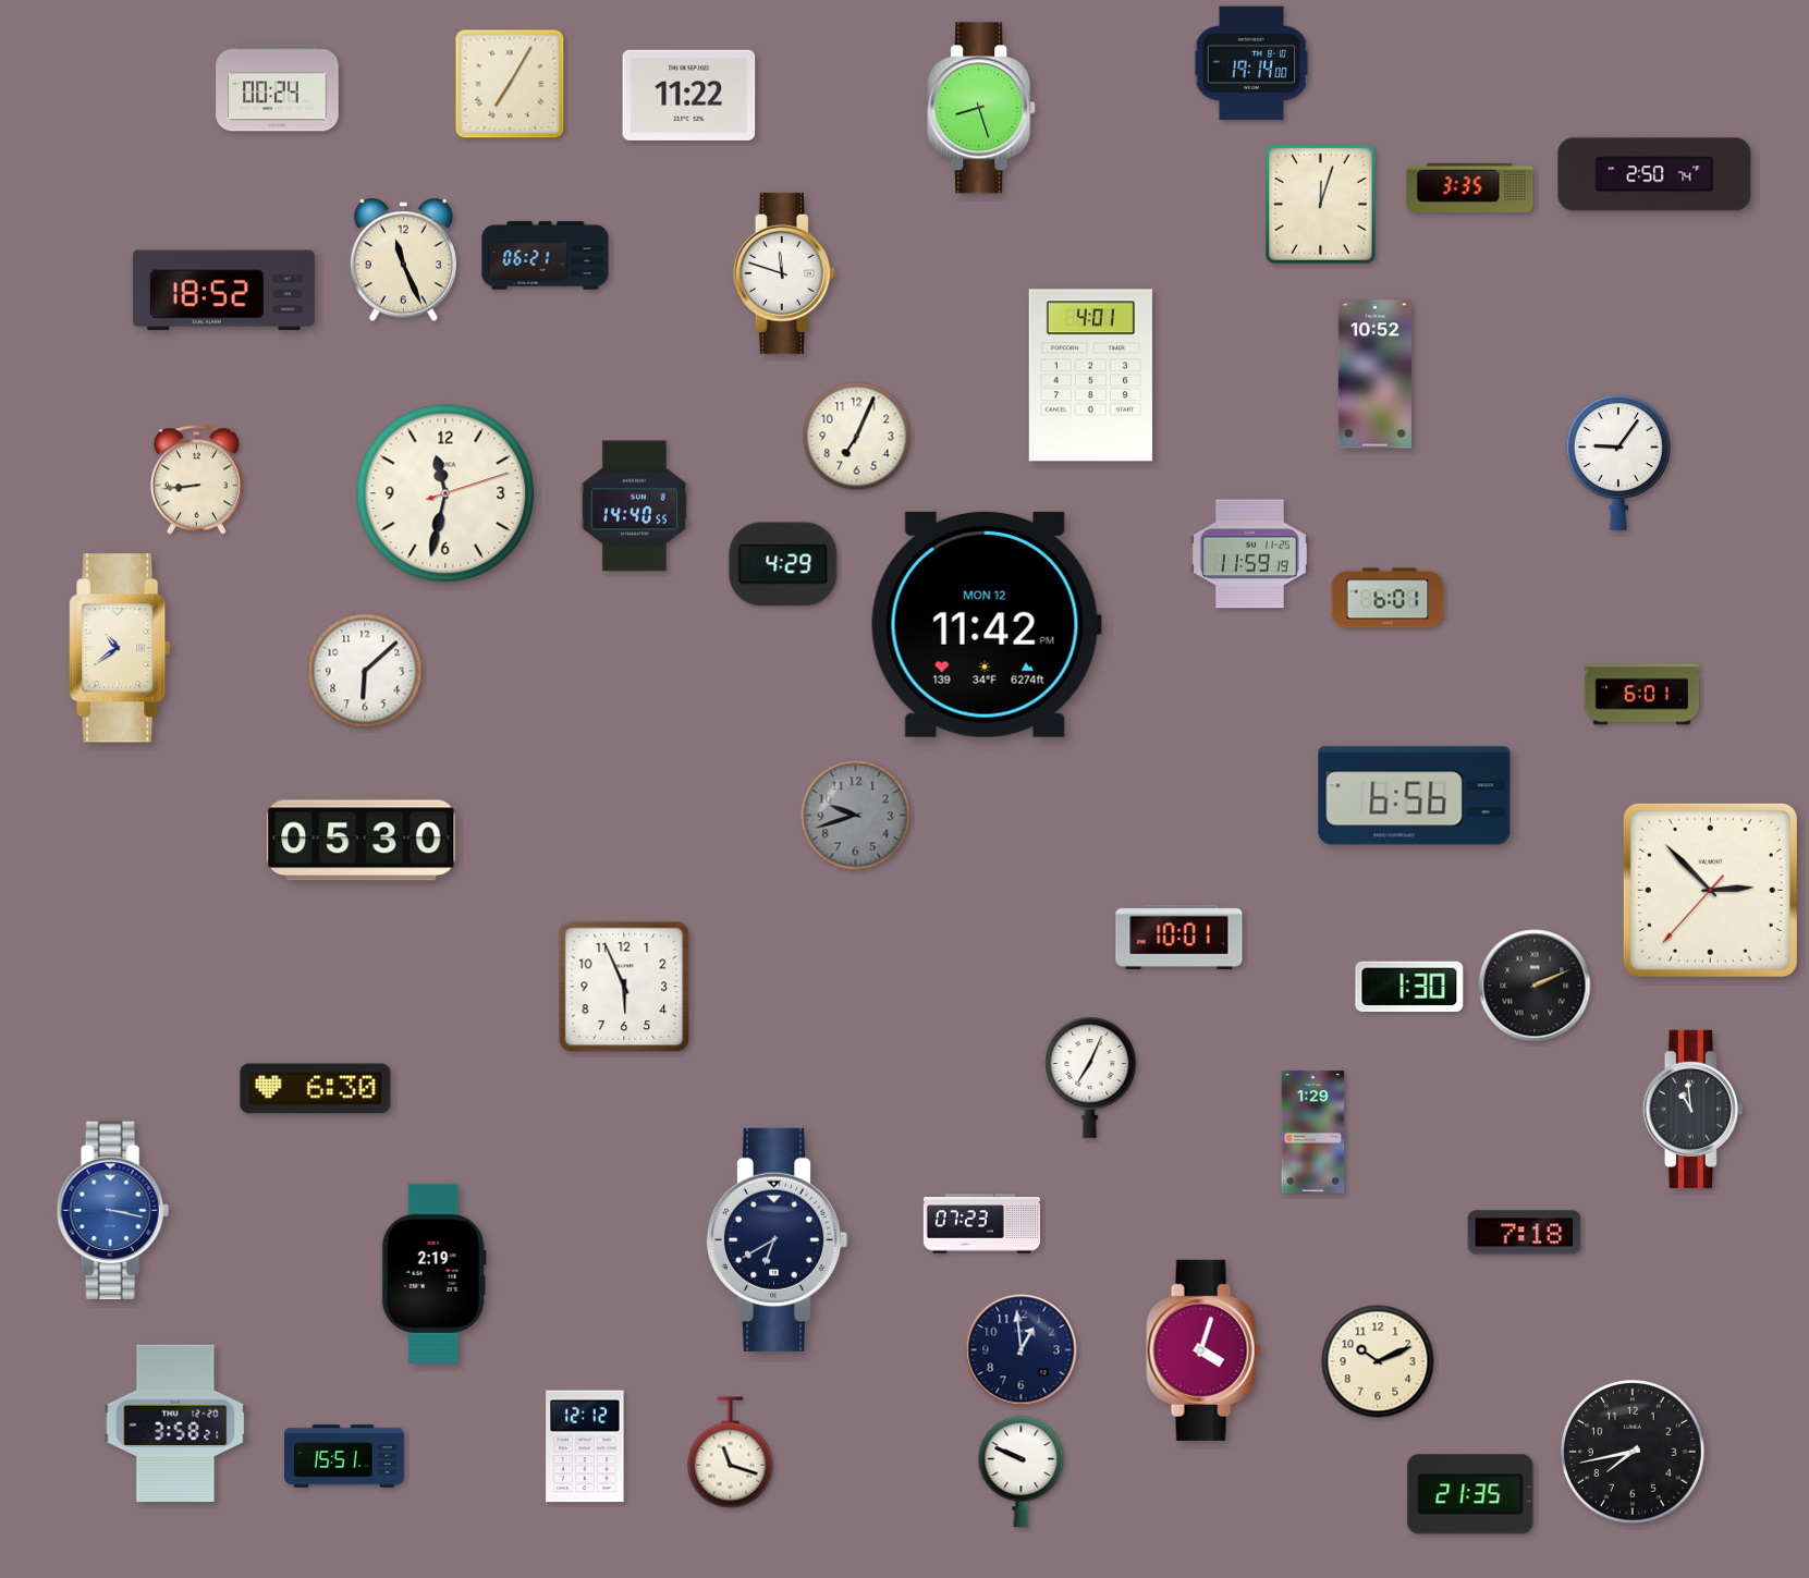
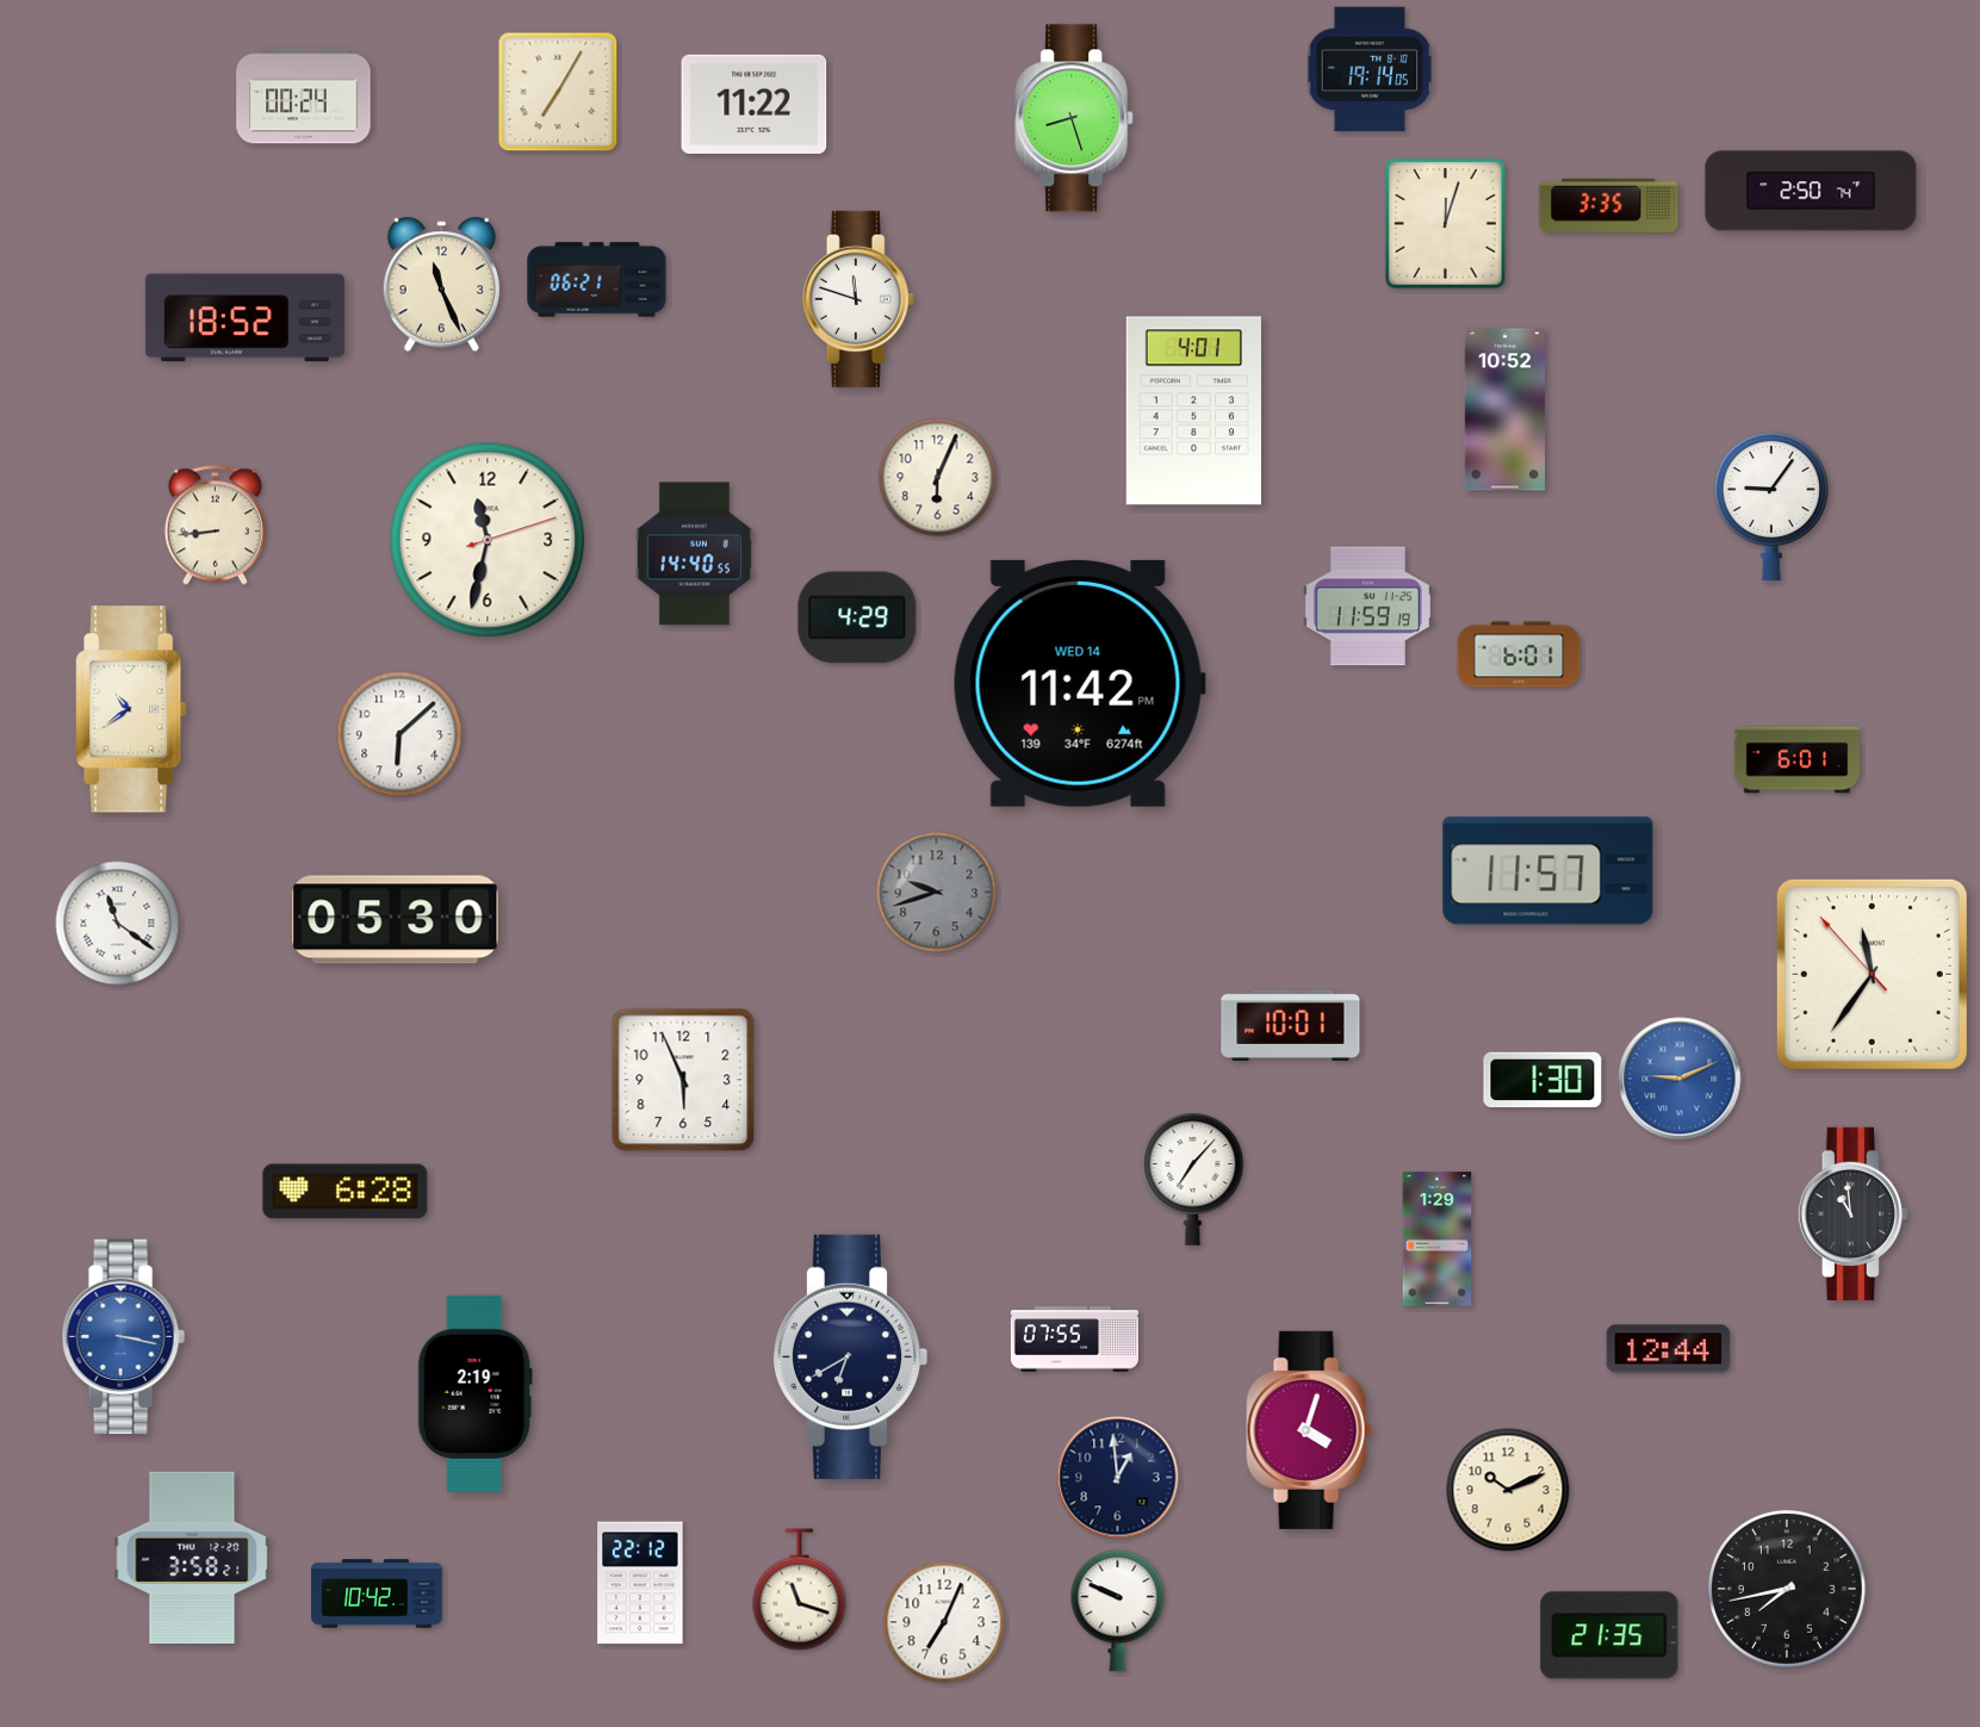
clock at (1251, 63): 19:14:00 -> 19:14:05
clock at (857, 437): 7:04 -> 6:04
clock at (986, 624) date: MON 12 -> WED 14
clock at (1415, 796): 6:56 -> 11:57
clock at (118, 924): none -> 11:21
clock at (1710, 890): 2:52 -> 11:35
clock at (1535, 986): 2:11 -> 9:11
clock at (1535, 986) dial: black -> blue
clock at (1090, 1077): 7:04 -> 7:07
clock at (316, 1089): 6:30 -> 6:28
clock at (112, 1211) position: (112, 1211) -> (123, 1337)
clock at (981, 1224): 07:23 -> 07:55
clock at (1525, 1233): 7:18 -> 12:44
clock at (1203, 1350) position: (1203, 1350) -> (1309, 1430)
clock at (585, 1446): 12:12 -> 22:12
clock at (345, 1456): 15:51 -> 10:42
clock at (944, 1622): none -> 7:04
